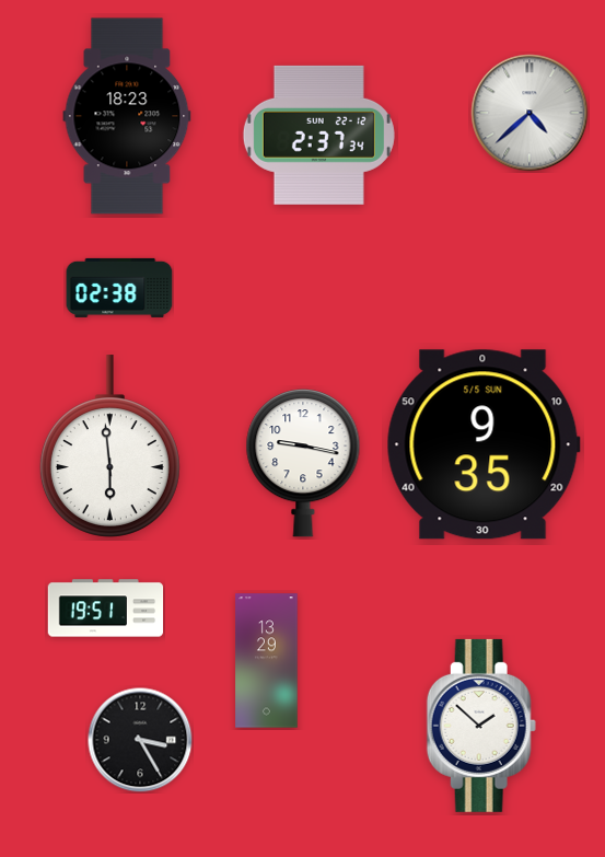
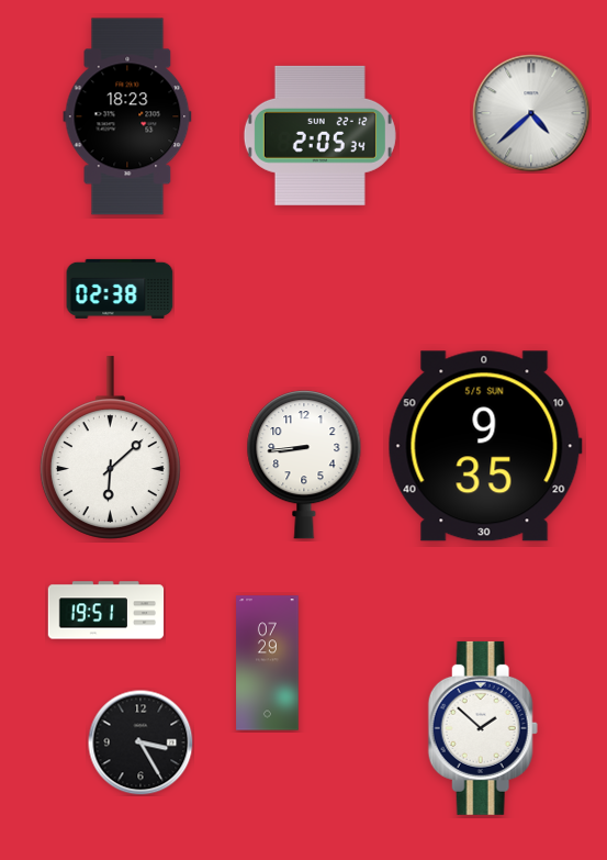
clock at (318, 135): 2:37 -> 2:05
clock at (109, 447): 5:59 -> 6:08
clock at (303, 463): 9:17 -> 8:44
clock at (267, 661): 13:29 -> 07:29
